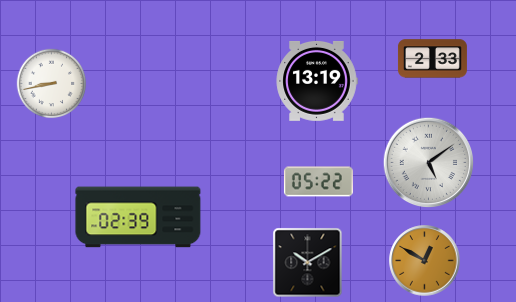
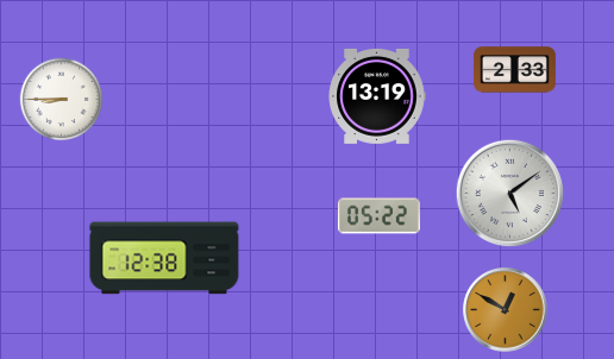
clock at (52, 84): 8:43 -> 8:45
clock at (138, 217): 02:39 -> 12:38
clock at (308, 263): 10:10 -> none
